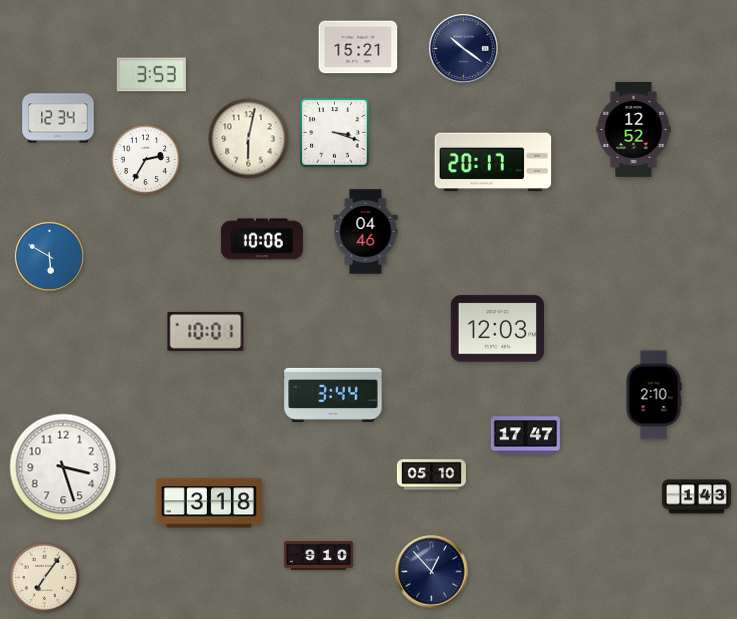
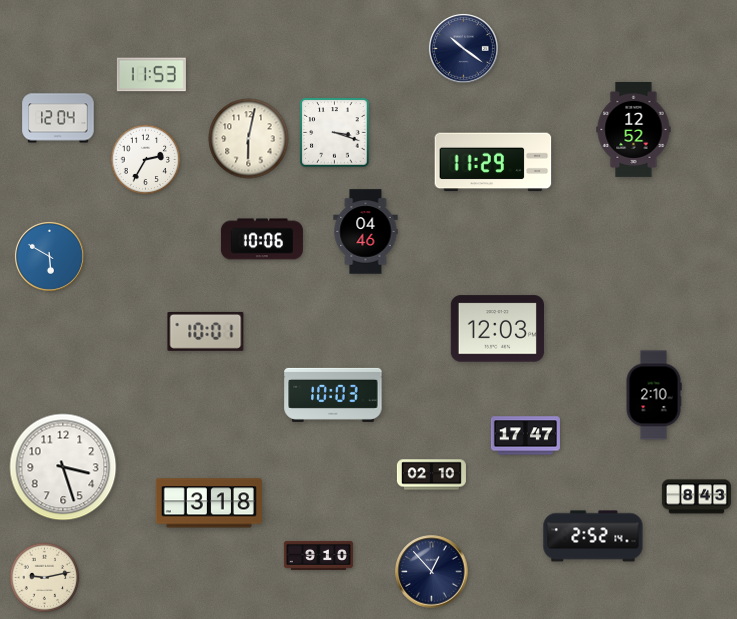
clock at (358, 47): 15:21 -> none
clock at (151, 75): 3:53 -> 11:53
clock at (58, 118): 12:34 -> 12:04
clock at (493, 162): 20:17 -> 11:29
clock at (333, 395): 3:44 -> 10:03
clock at (431, 475): 05:10 -> 02:10
clock at (696, 497): 1:43 -> 8:43
clock at (593, 536): none -> 2:52
clock at (45, 578): 7:06 -> 9:13
